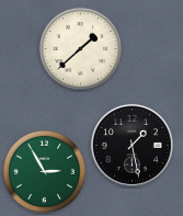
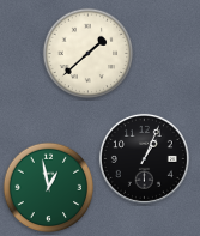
clock at (131, 145): 1:28 -> 1:04
clock at (45, 172): 2:55 -> 12:58
